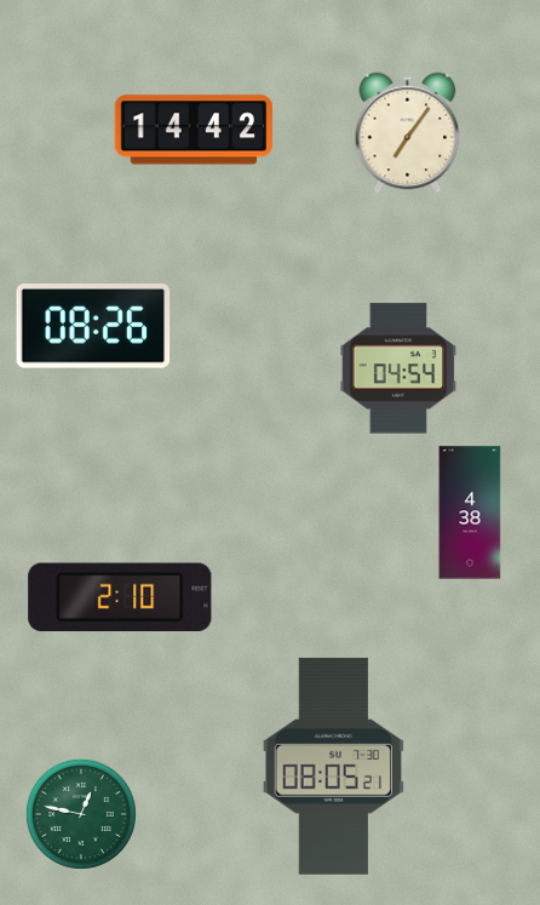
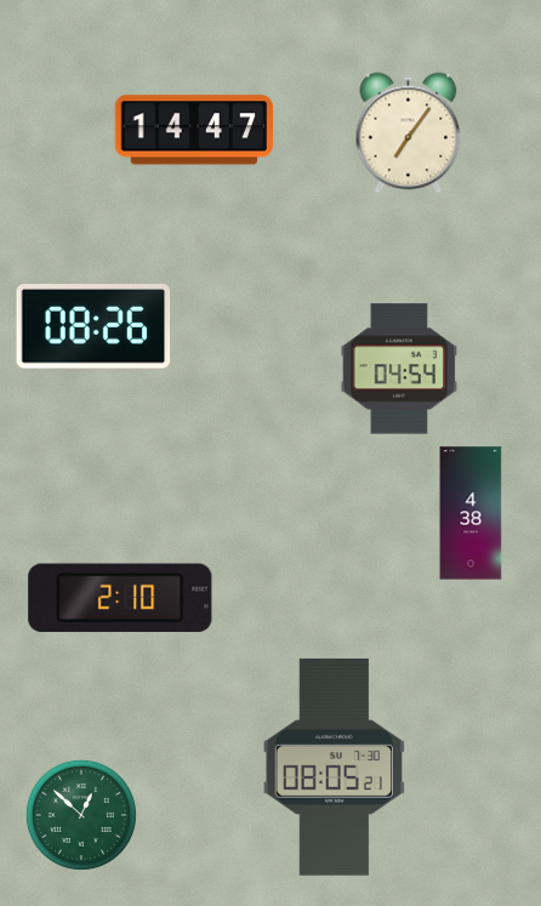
clock at (193, 130): 14:42 -> 14:47
clock at (81, 814): 12:47 -> 12:52
